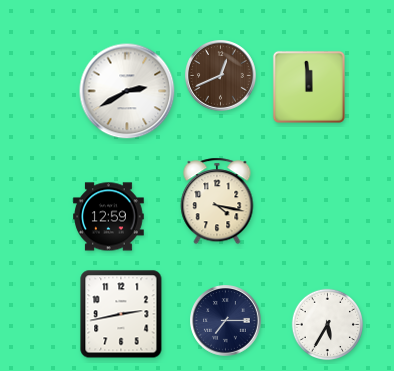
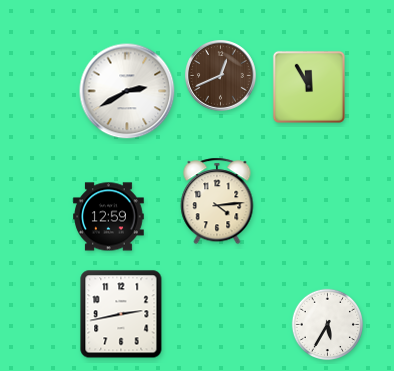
clock at (309, 87): 11:59 -> 11:55
clock at (217, 201): 4:17 -> 4:14
clock at (226, 321): 7:15 -> none
